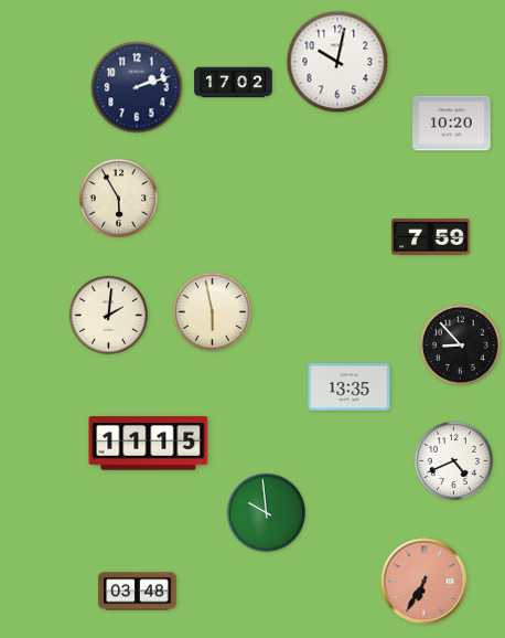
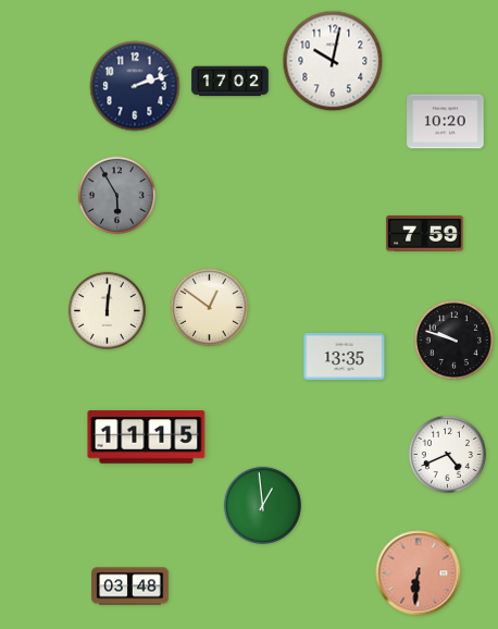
clock at (118, 198) dial: cream -> grey
clock at (212, 311): 5:58 -> 12:51
clock at (108, 315): 2:01 -> 12:01
clock at (460, 344): 8:53 -> 9:48
clock at (350, 386) position: (350, 386) -> (345, 356)
clock at (266, 512): 9:59 -> 12:59
clock at (425, 582): 6:35 -> 6:31
clock at (138, 592) position: (138, 592) -> (130, 587)
